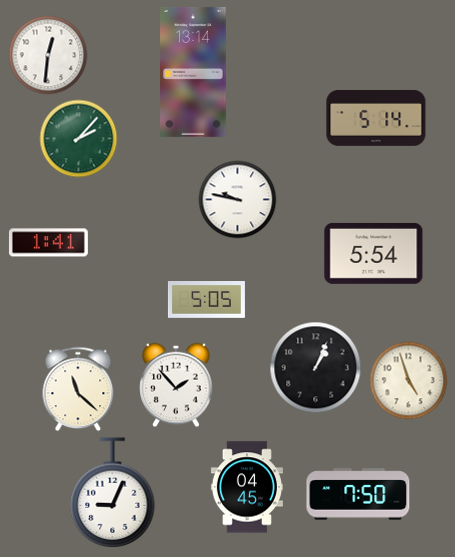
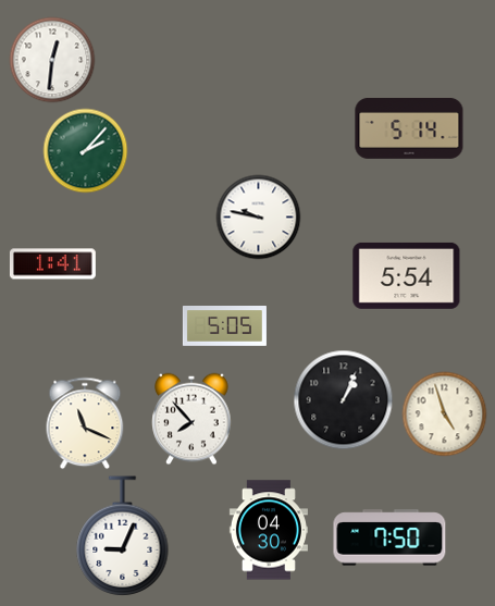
clock at (193, 72): 13:14 -> none
clock at (176, 385): 1:53 -> 7:53
clock at (78, 389): 11:22 -> 11:19
clock at (247, 487): 04:45 -> 04:30
